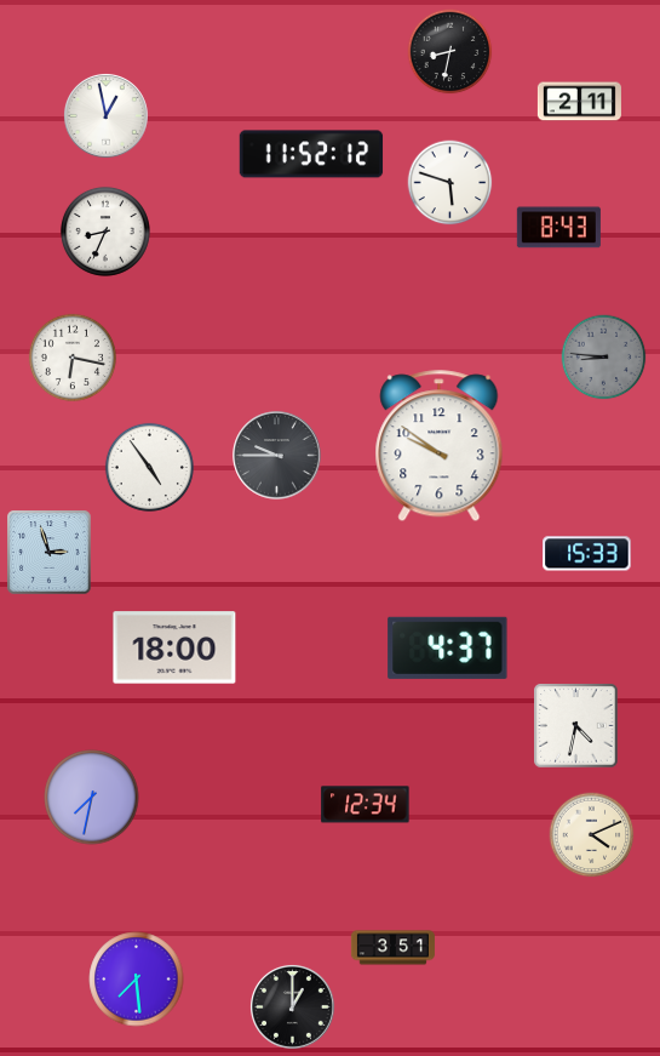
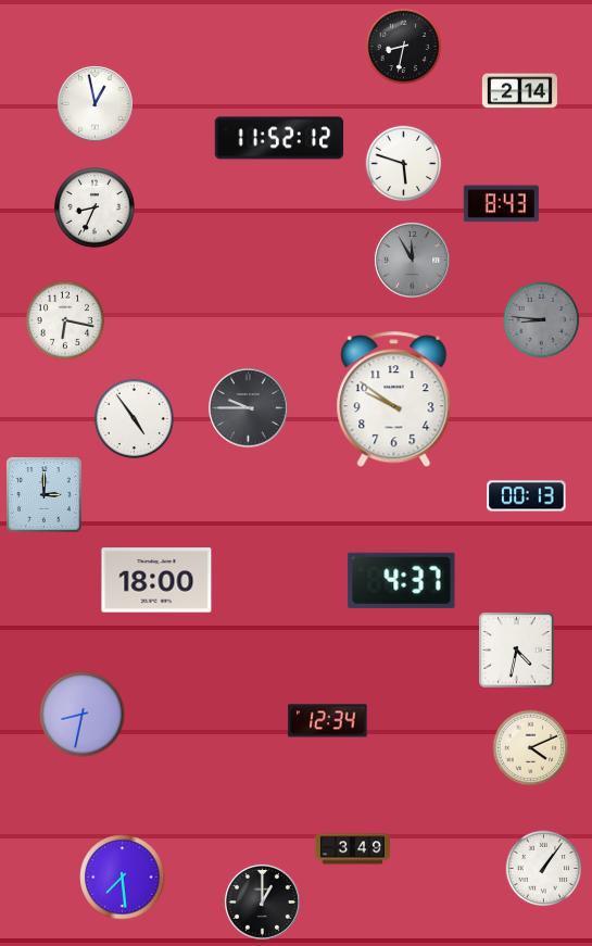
clock at (579, 102): 2:11 -> 2:14
clock at (412, 260): none -> 11:55
clock at (50, 553): 2:57 -> 3:00
clock at (587, 554): 15:33 -> 00:13
clock at (92, 798): 7:32 -> 8:32
clock at (392, 948): 3:51 -> 3:49
clock at (544, 869): none -> 1:06
